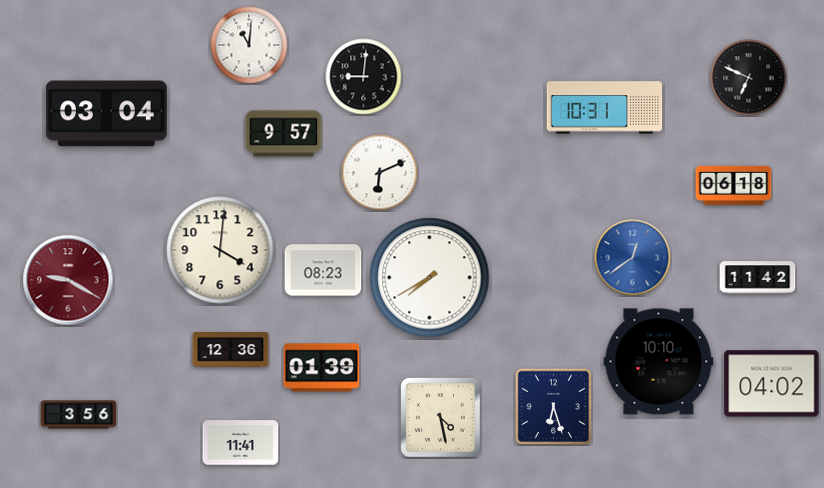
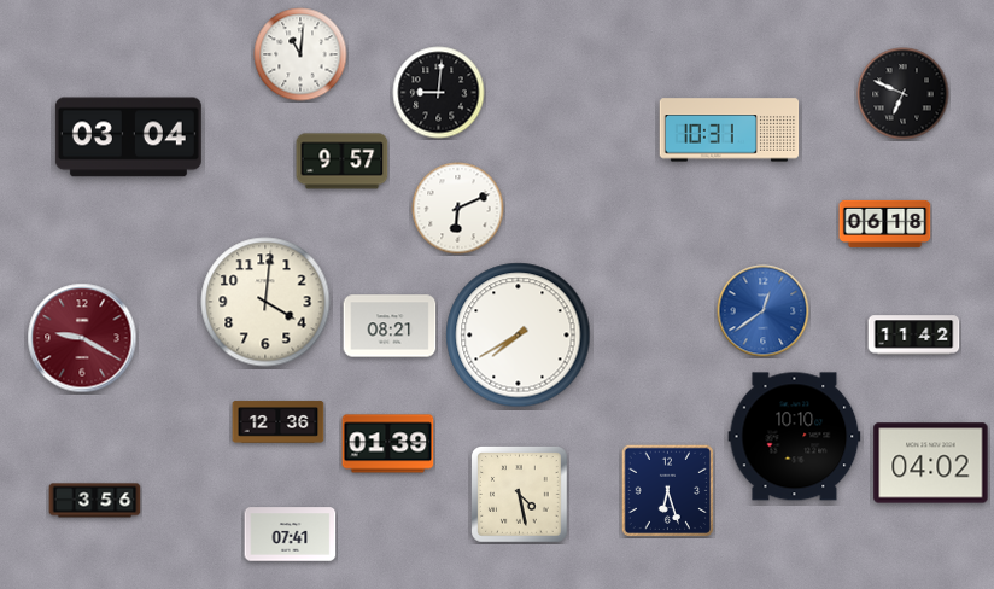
clock at (323, 270): 08:23 -> 08:21
clock at (441, 418) position: (441, 418) -> (520, 495)
clock at (241, 443): 11:41 -> 07:41
